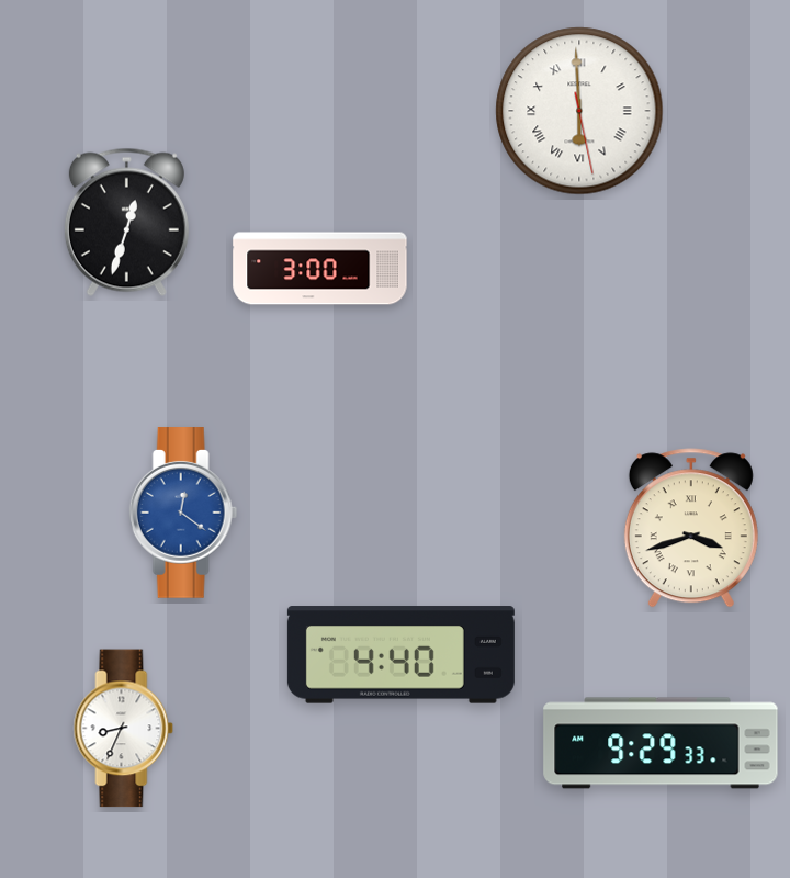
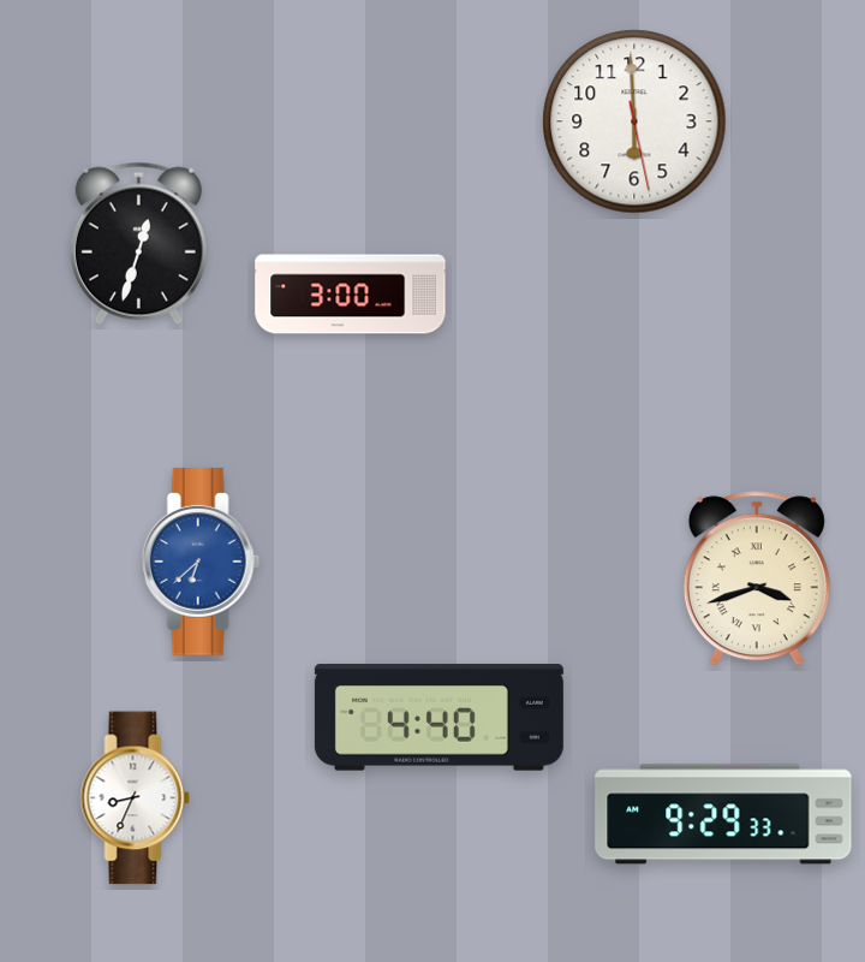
clock at (579, 111) numerals: Roman -> Arabic
clock at (183, 513): 12:21 -> 6:38
